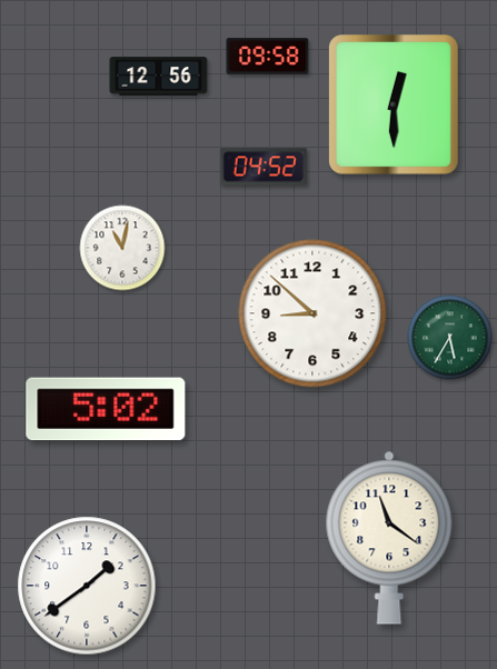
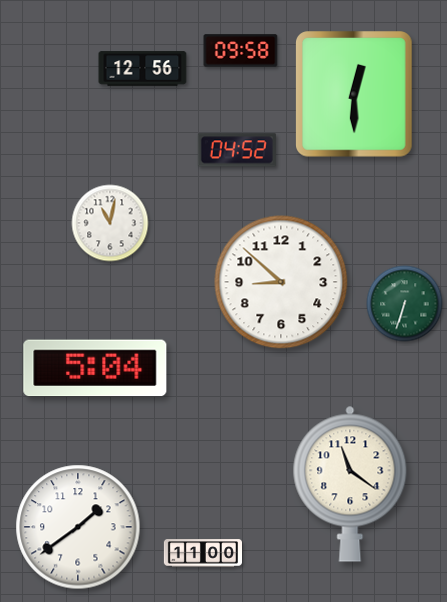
clock at (450, 338): 5:35 -> 6:33
clock at (106, 409): 5:02 -> 5:04
clock at (202, 553): none -> 11:00
